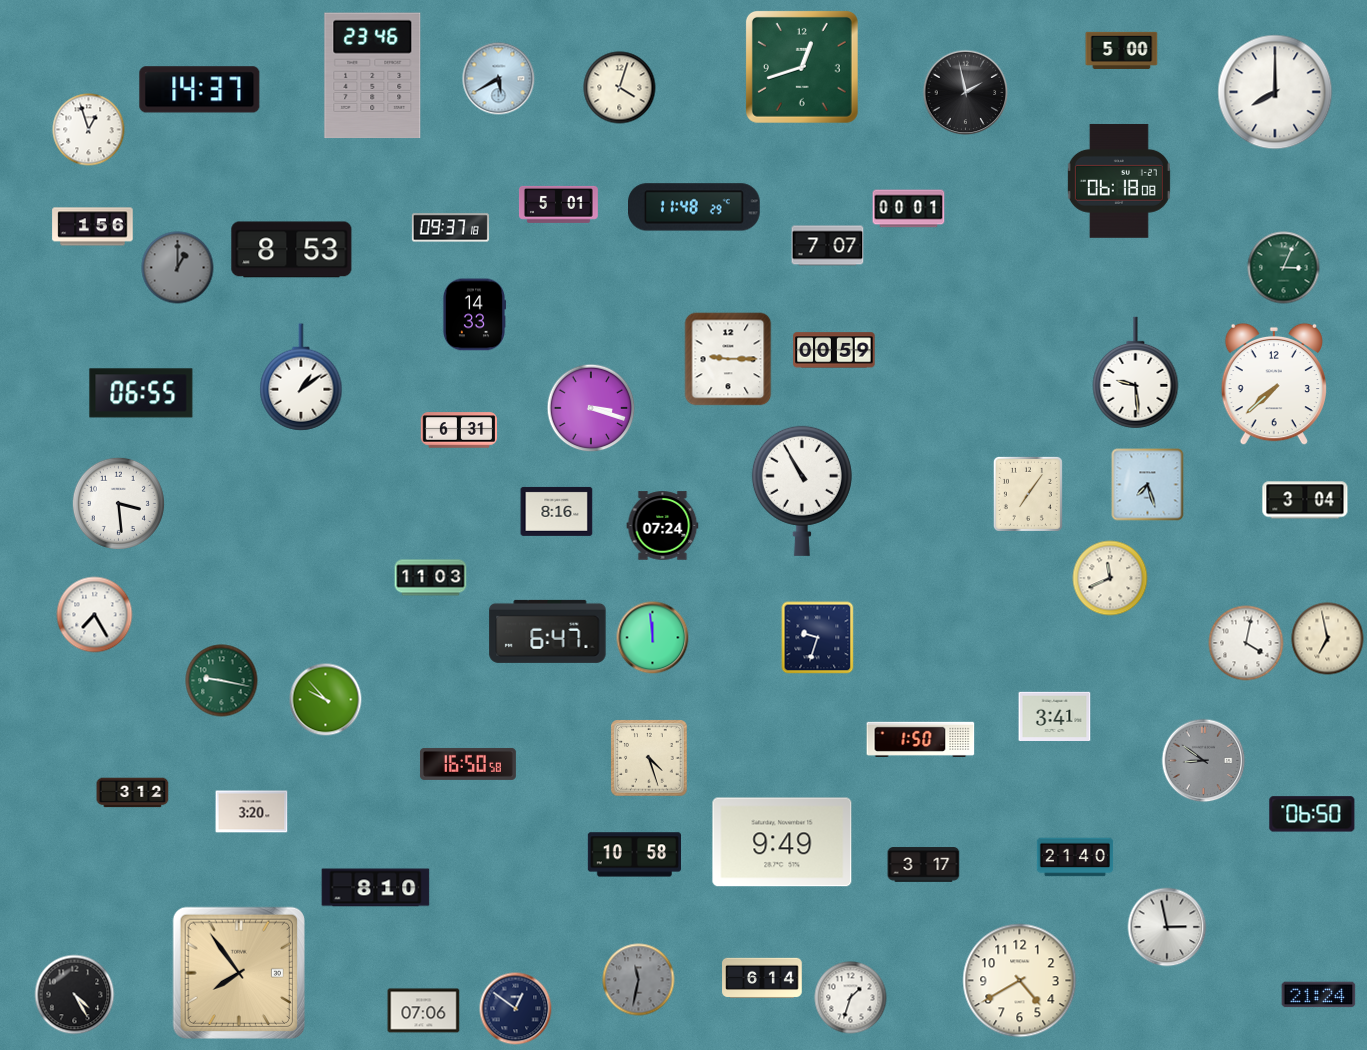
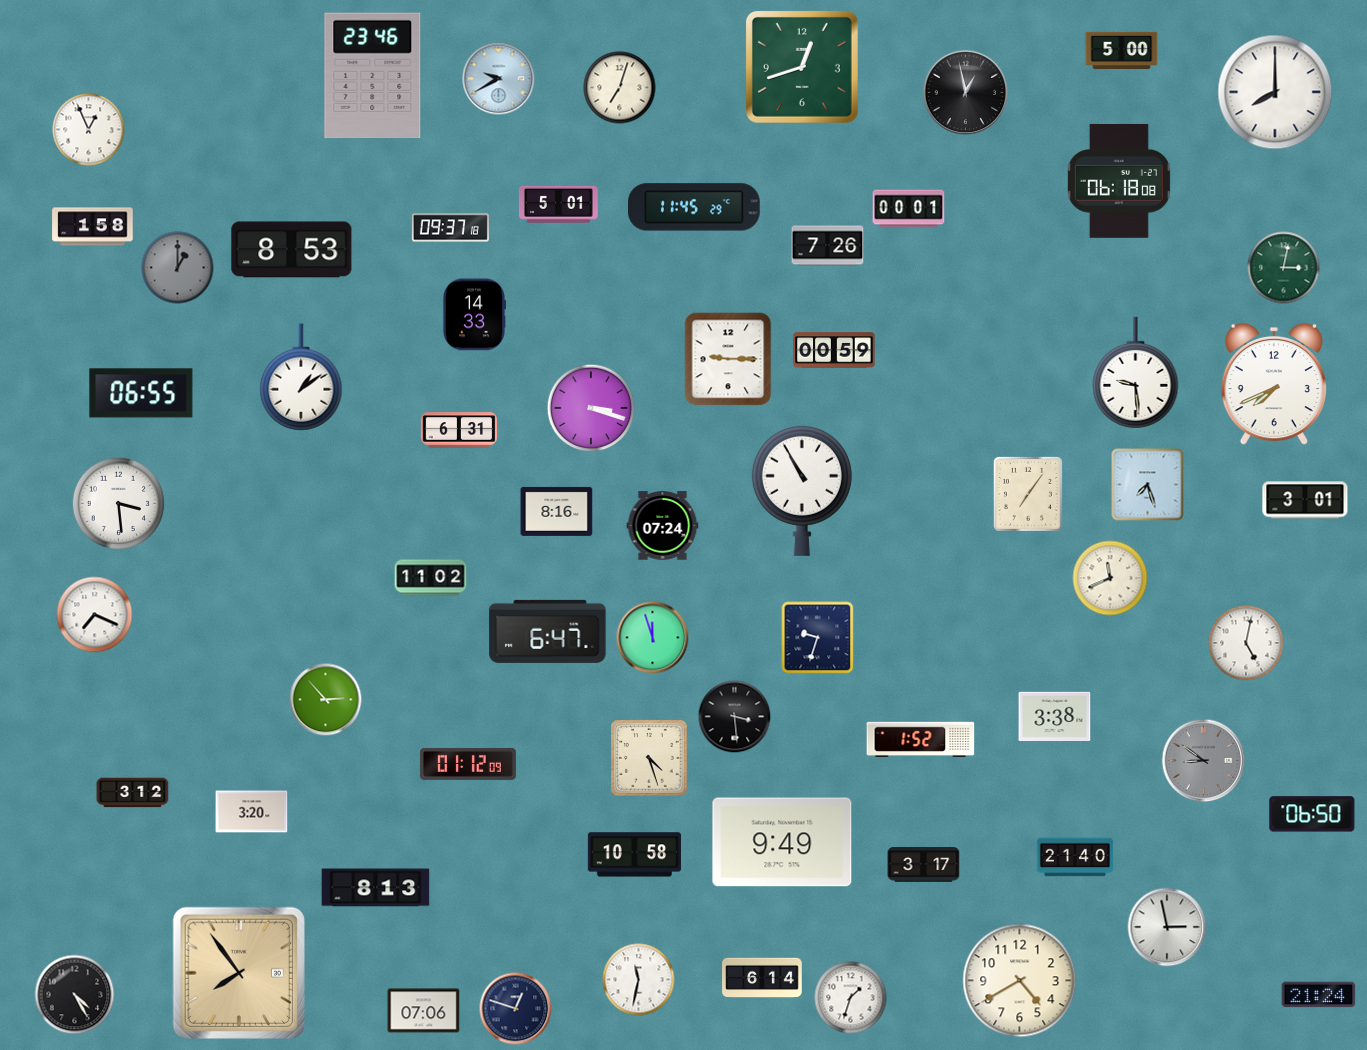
clock at (499, 79): 5:40 -> 9:40
clock at (620, 88): 4:03 -> 7:03
clock at (200, 90): 14:37 -> none
clock at (966, 93): 1:58 -> 12:58
clock at (89, 130): 12:57 -> 12:56
clock at (695, 207): 11:48 -> 11:45
clock at (93, 227): 1:56 -> 1:58
clock at (828, 246): 7:07 -> 7:26
clock at (1284, 268): 3:04 -> 3:02
clock at (1273, 384): 7:38 -> 7:41
clock at (1305, 500): 3:04 -> 3:01
clock at (431, 578): 11:03 -> 11:02
clock at (95, 615): 7:25 -> 7:19
clock at (653, 638): 11:59 -> 11:57
clock at (1328, 639): 6:58 -> none
clock at (1246, 643): 4:02 -> 5:02
clock at (222, 681): 9:17 -> none
clock at (326, 700): 9:53 -> 2:53
clock at (1055, 716): 3:41 -> 3:38
clock at (735, 717): none -> 3:29
clock at (921, 739): 1:50 -> 1:52
clock at (468, 764): 16:50 -> 01:12
clock at (376, 888): 8:10 -> 8:13
clock at (639, 980) dial: grey -> white
clock at (516, 1009): 12:51 -> 12:48
